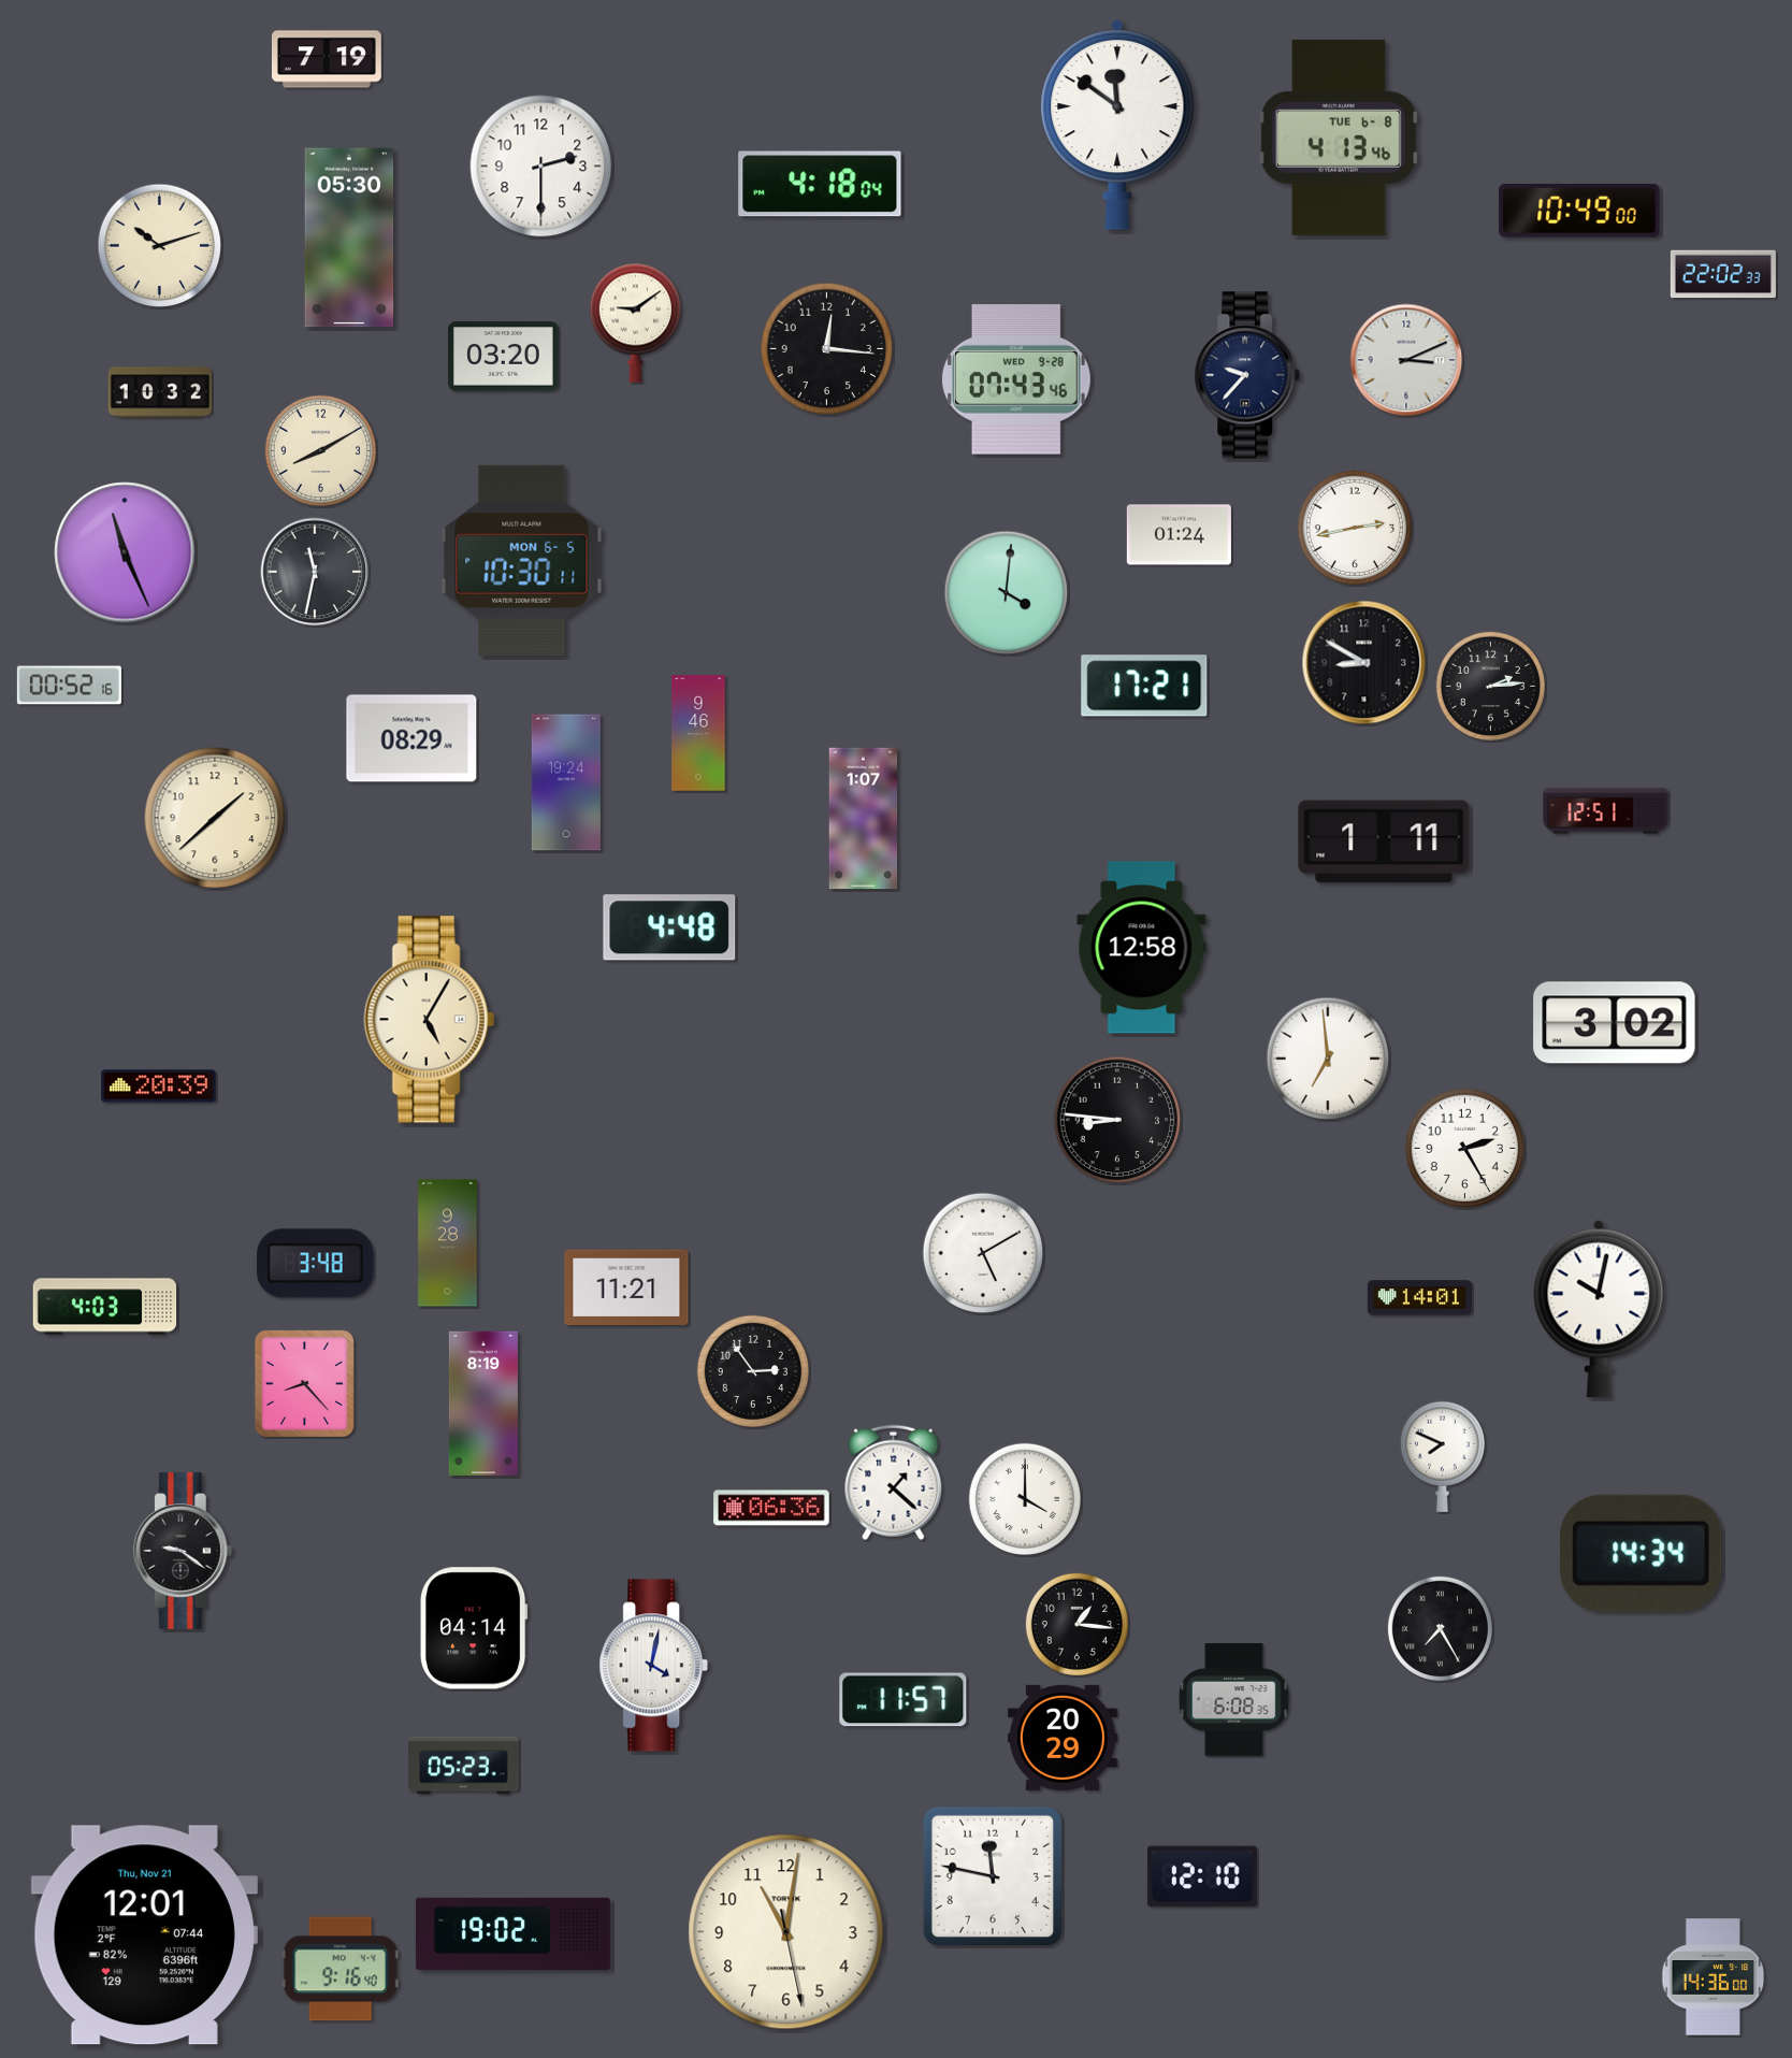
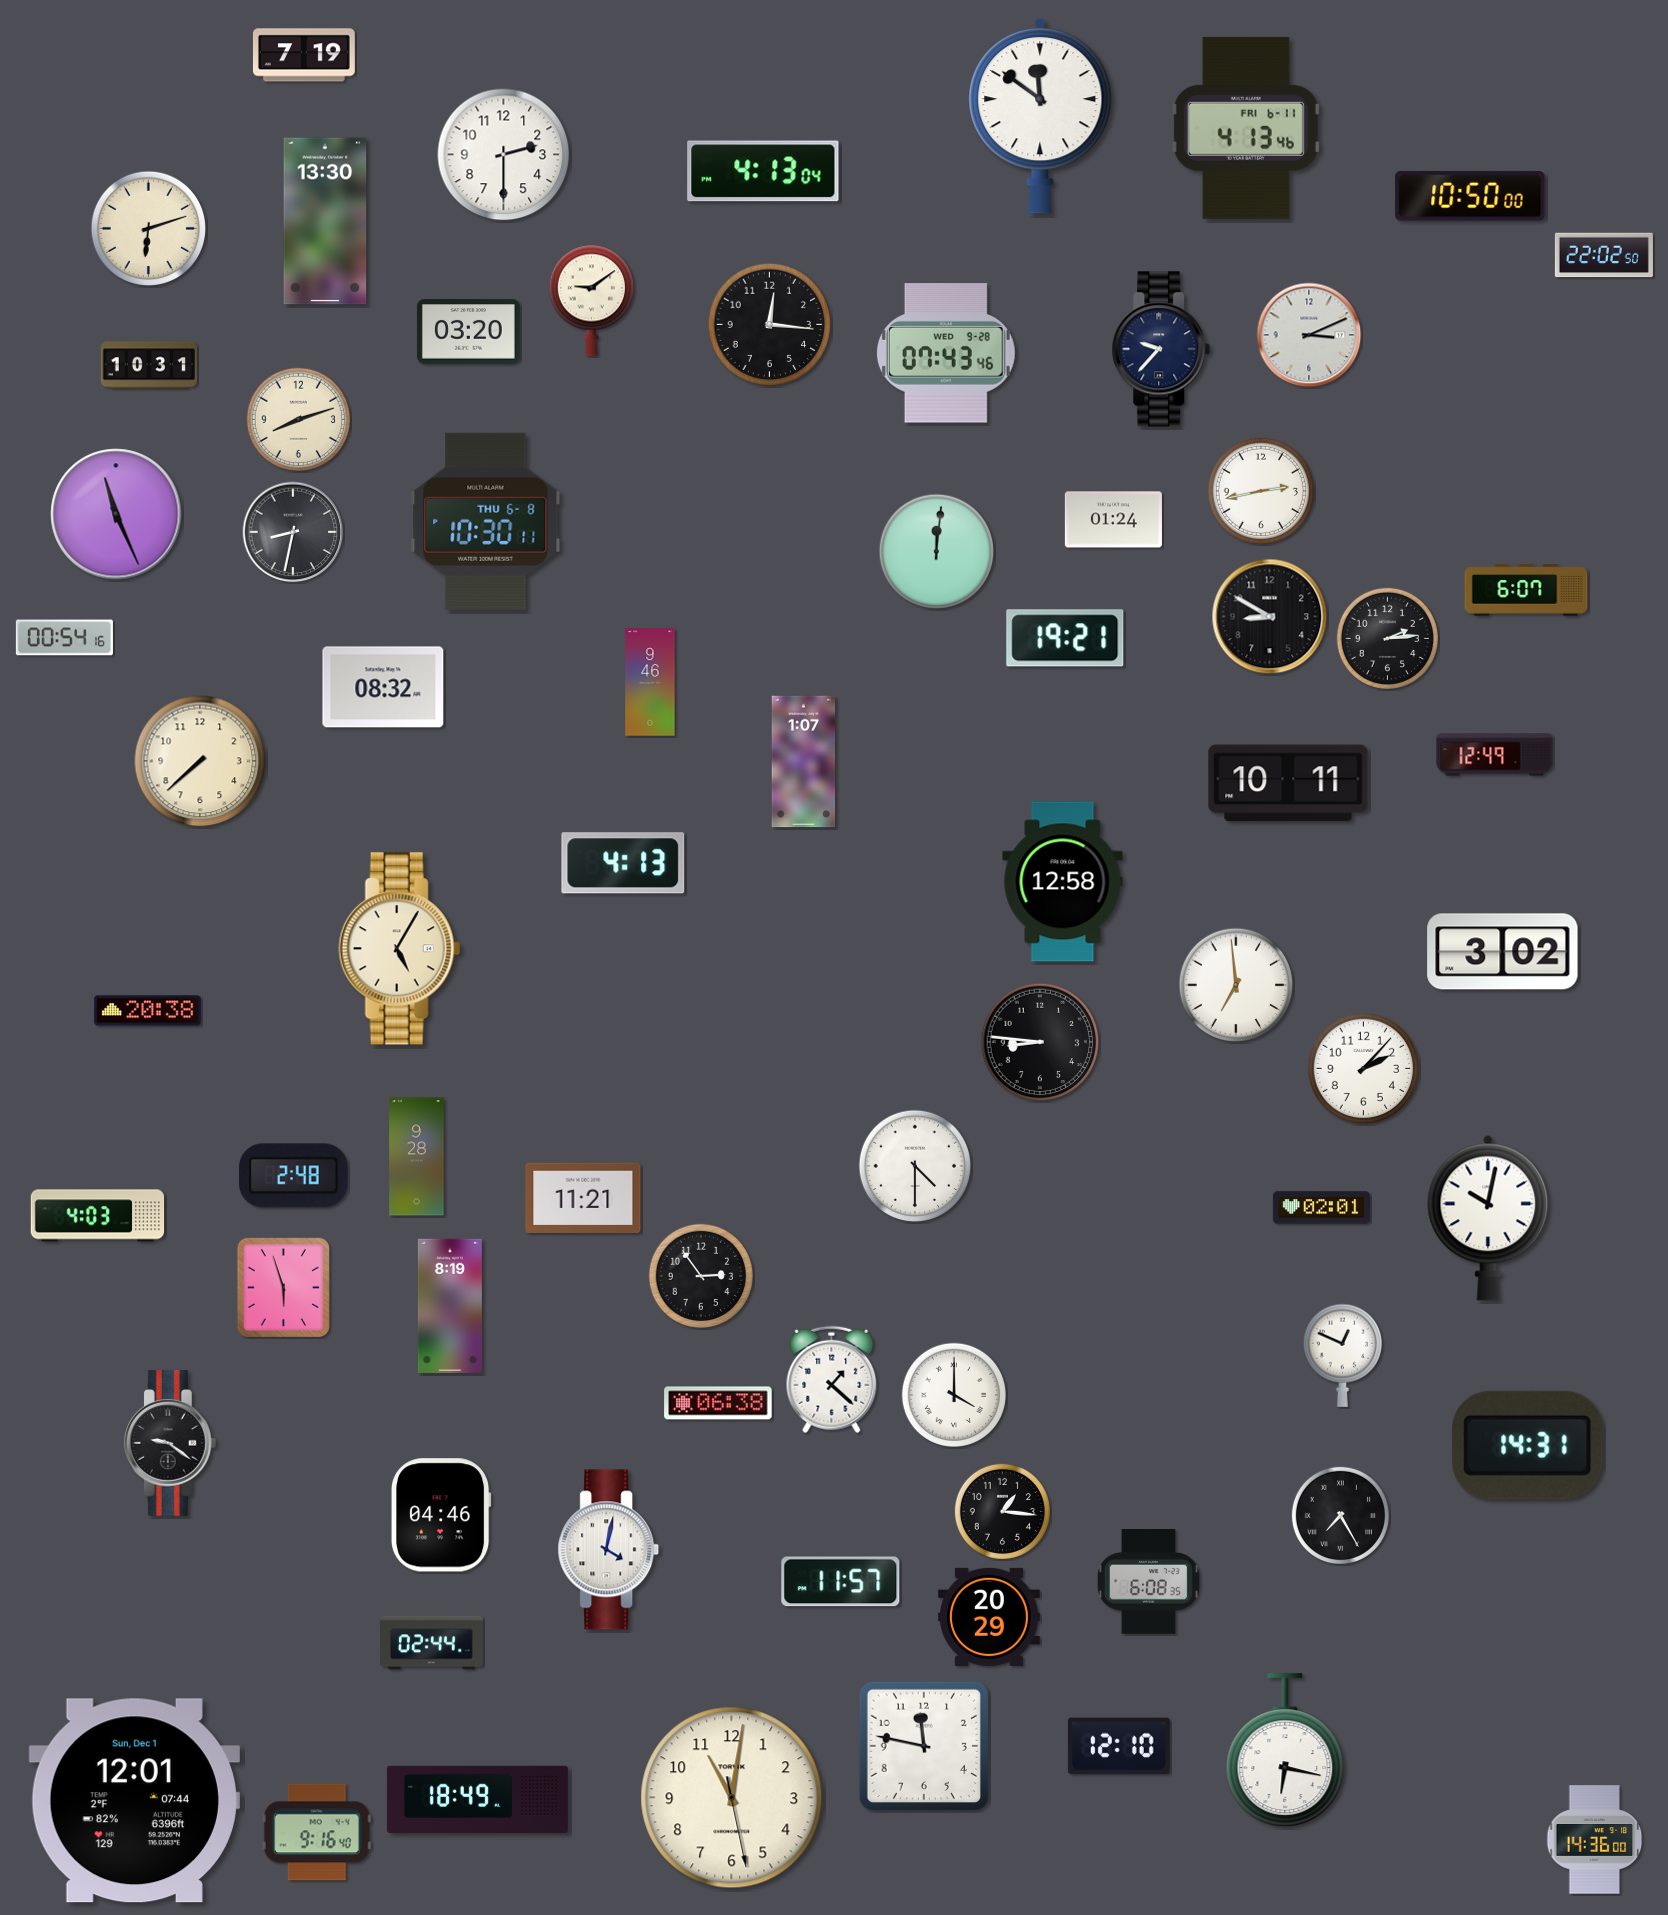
clock at (1339, 138) date: TUE 6-8 -> FRI 6-11
clock at (820, 184): 4:18 -> 4:13
clock at (1579, 211): 10:49 -> 10:50
clock at (349, 238): 05:30 -> 13:30
clock at (160, 246): 10:12 -> 6:12
clock at (1723, 274): 22:02:33 -> 22:02:50
clock at (160, 392): 10:32 -> 10:31
clock at (320, 450): 8:10 -> 8:12
clock at (1179, 535) position: (1179, 535) -> (1113, 520)
clock at (522, 560) date: MON 6-5 -> THU 6-8
clock at (315, 572): 11:32 -> 8:32
clock at (1007, 593): 4:01 -> 12:01
clock at (1526, 590): none -> 6:07
clock at (69, 686): 00:52 -> 00:54
clock at (1144, 686): 17:21 -> 19:21
clock at (411, 738): 08:29 -> 08:32
clock at (566, 782): 19:24 -> none
clock at (1606, 811): 12:51 -> 12:49
clock at (215, 818): 1:38 -> 7:38
clock at (1384, 841): 1:11 -> 10:11
clock at (669, 927): 4:48 -> 4:13
clock at (159, 1086): 20:39 -> 20:38
clock at (1465, 1149): 2:25 -> 2:07
clock at (983, 1253): 5:10 -> 4:30
clock at (316, 1264): 3:48 -> 2:48
clock at (1419, 1298): 14:01 -> 02:01
clock at (304, 1383): 8:23 -> 5:57
clock at (1442, 1456): 7:49 -> 12:49
clock at (771, 1508): 06:36 -> 06:38
clock at (1641, 1553): 14:34 -> 14:31
clock at (475, 1628): 04:14 -> 04:46
clock at (464, 1766): 05:23 -> 02:44
clock at (1285, 1751): none -> 6:17
clock at (512, 1933): 19:02 -> 18:49
clock at (144, 1935) date: Thu, Nov 21 -> Sun, Dec 1
